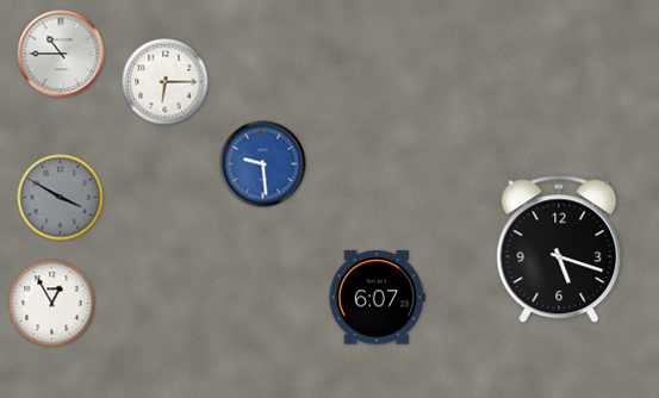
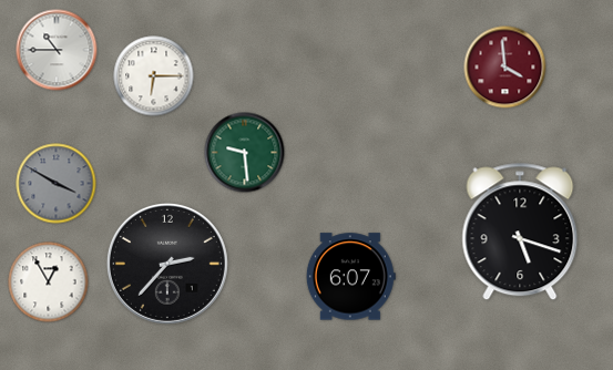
clock at (505, 68): none -> 3:59
clock at (263, 164) dial: blue -> green
clock at (167, 264): none -> 2:37
